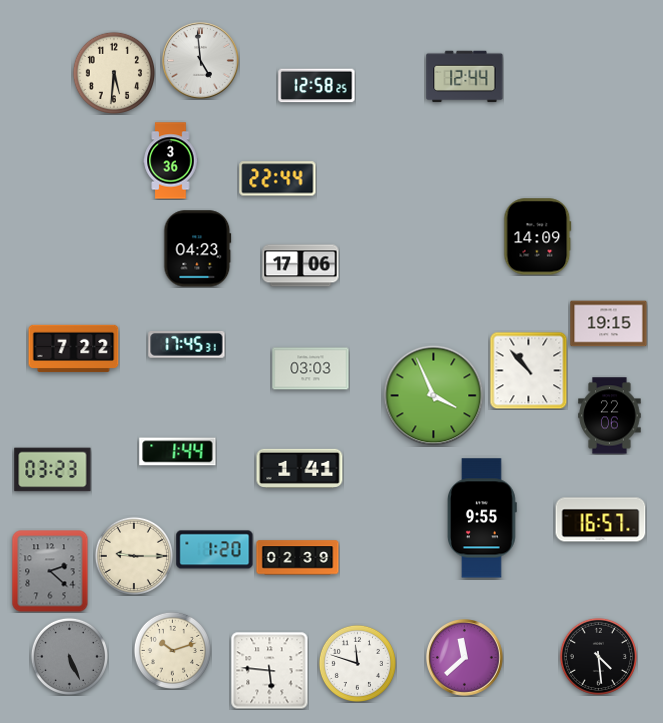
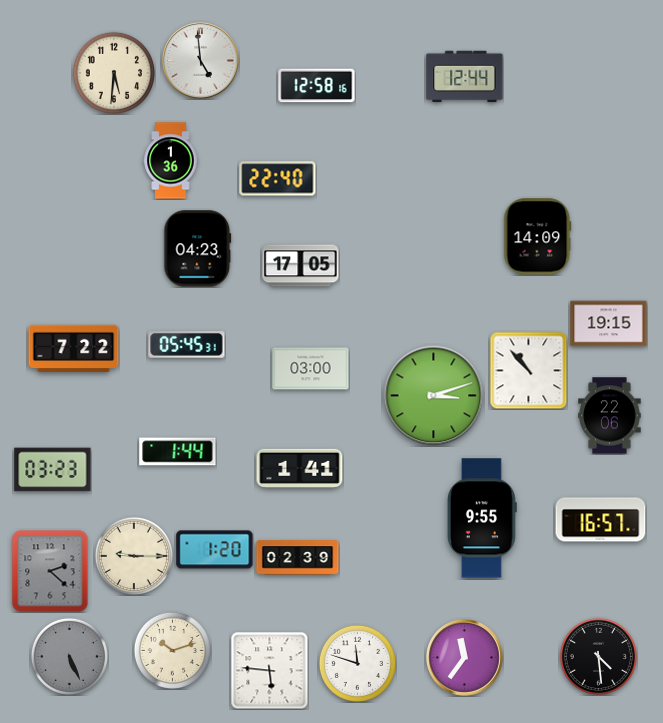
clock at (317, 86): 12:58:25 -> 12:58:16
clock at (171, 161): 3:36 -> 1:36
clock at (278, 179): 22:44 -> 22:40
clock at (301, 266): 17:06 -> 17:05
clock at (187, 345): 17:45 -> 05:45
clock at (311, 369): 03:03 -> 03:00
clock at (434, 396): 3:56 -> 3:12
clock at (465, 658): 11:38 -> 11:36
